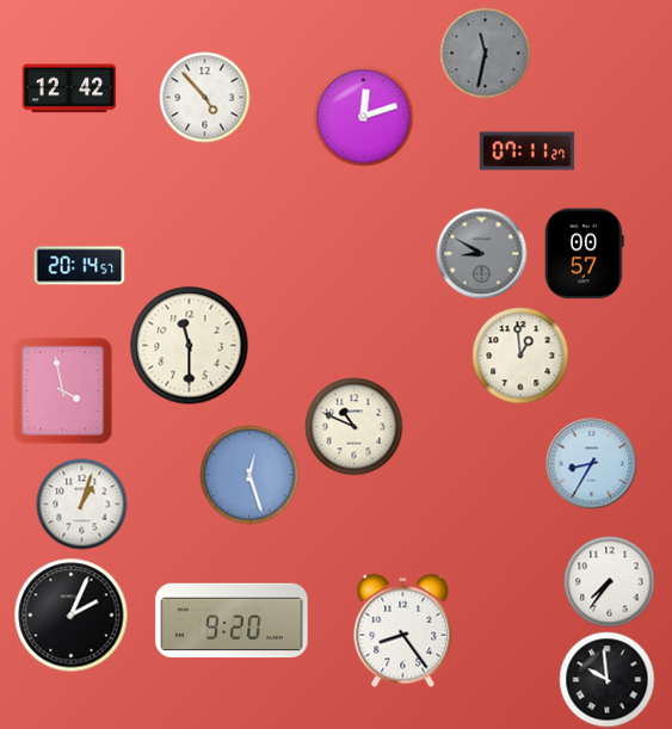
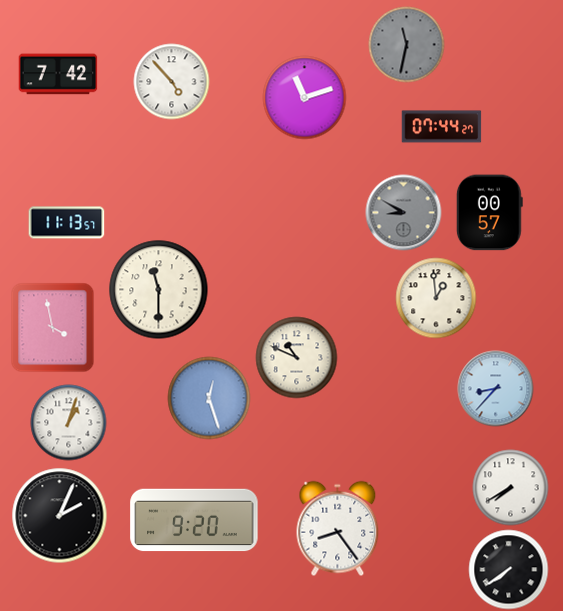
clock at (69, 88): 12:42 -> 7:42
clock at (364, 117): 12:12 -> 11:12
clock at (528, 152): 07:11 -> 07:44
clock at (80, 266): 20:14 -> 11:13
clock at (592, 464): 8:35 -> 8:37
clock at (610, 582): 7:36 -> 7:40
clock at (608, 680): 9:59 -> 7:39
